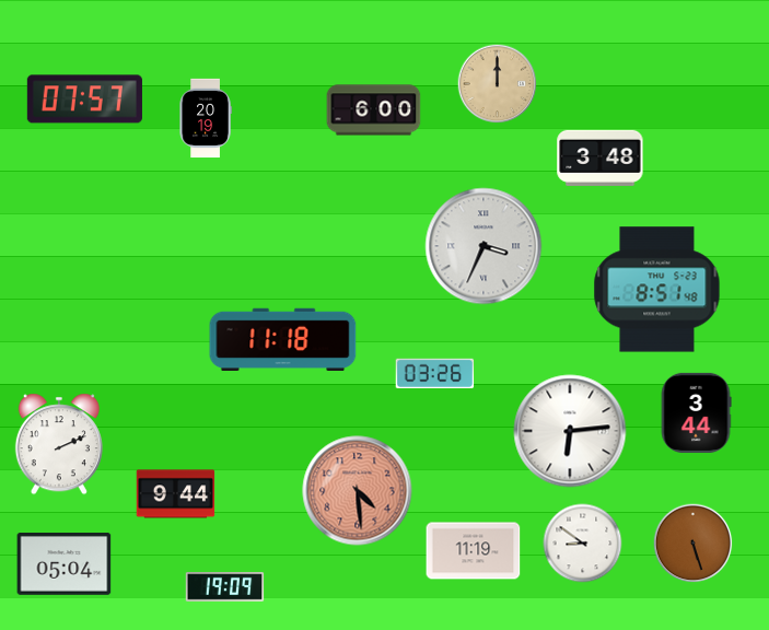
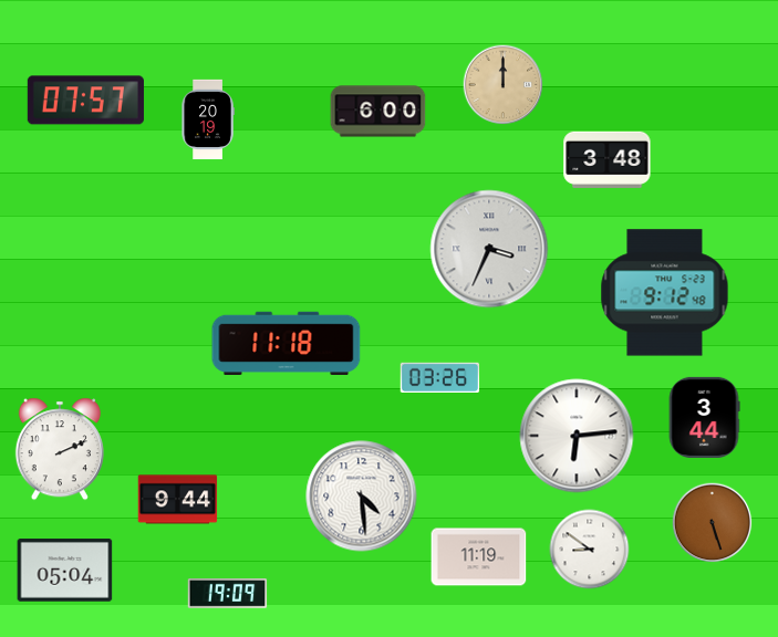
clock at (657, 290): 8:51 -> 9:12
clock at (358, 491) dial: salmon -> white
clock at (694, 544) position: (694, 544) -> (713, 523)
